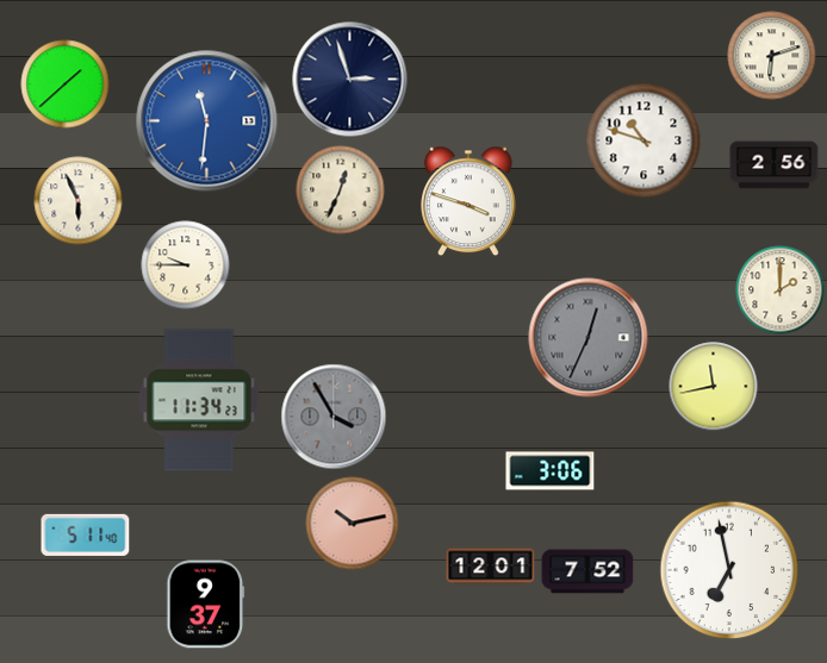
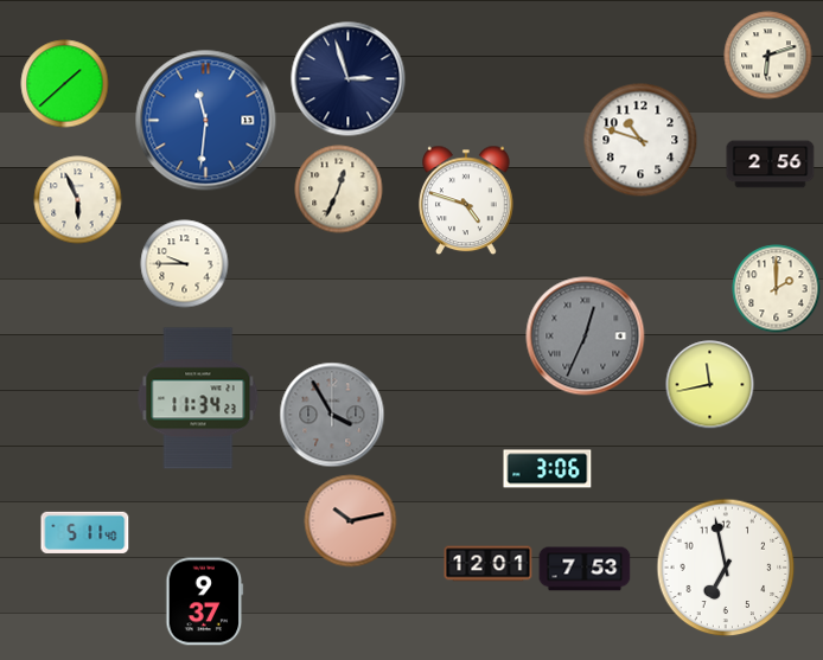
clock at (468, 201): 3:48 -> 4:48
clock at (587, 571): 7:52 -> 7:53
